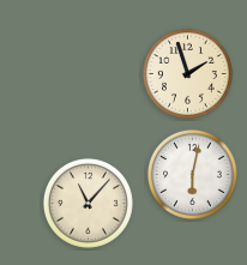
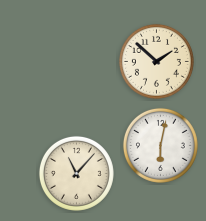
clock at (187, 73): 1:57 -> 1:52
clock at (88, 203) position: (88, 203) -> (76, 173)
